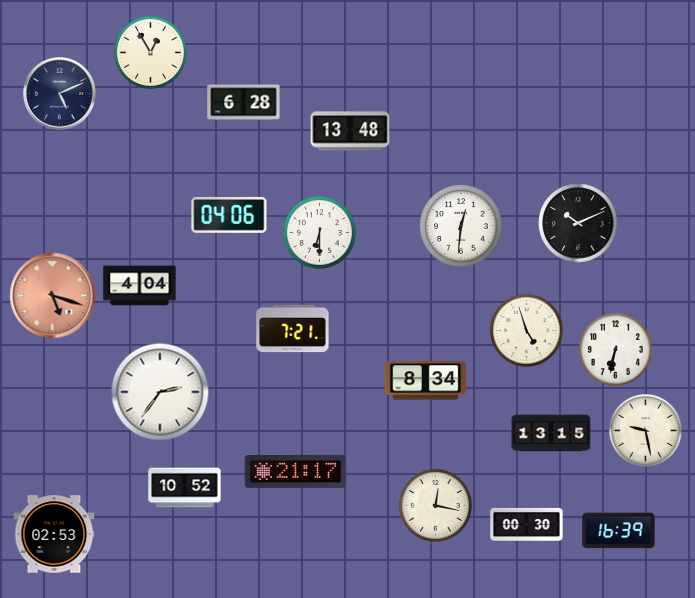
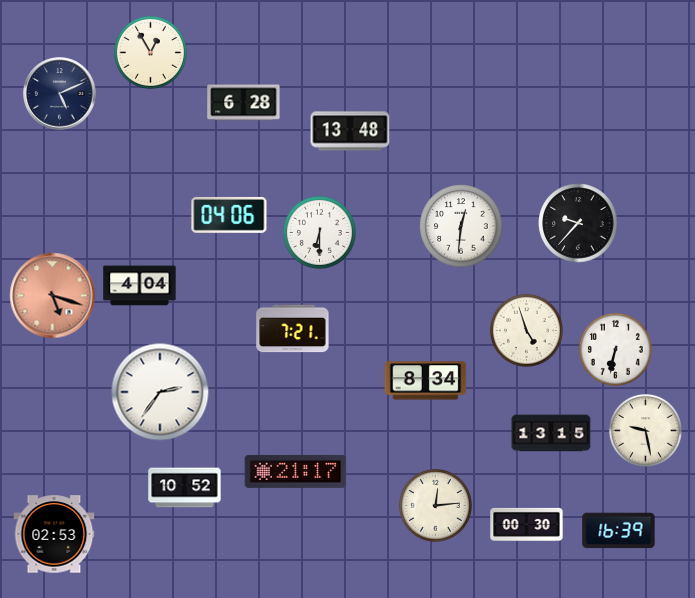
clock at (578, 223): 10:11 -> 9:37
clock at (435, 505): 12:17 -> 12:14
